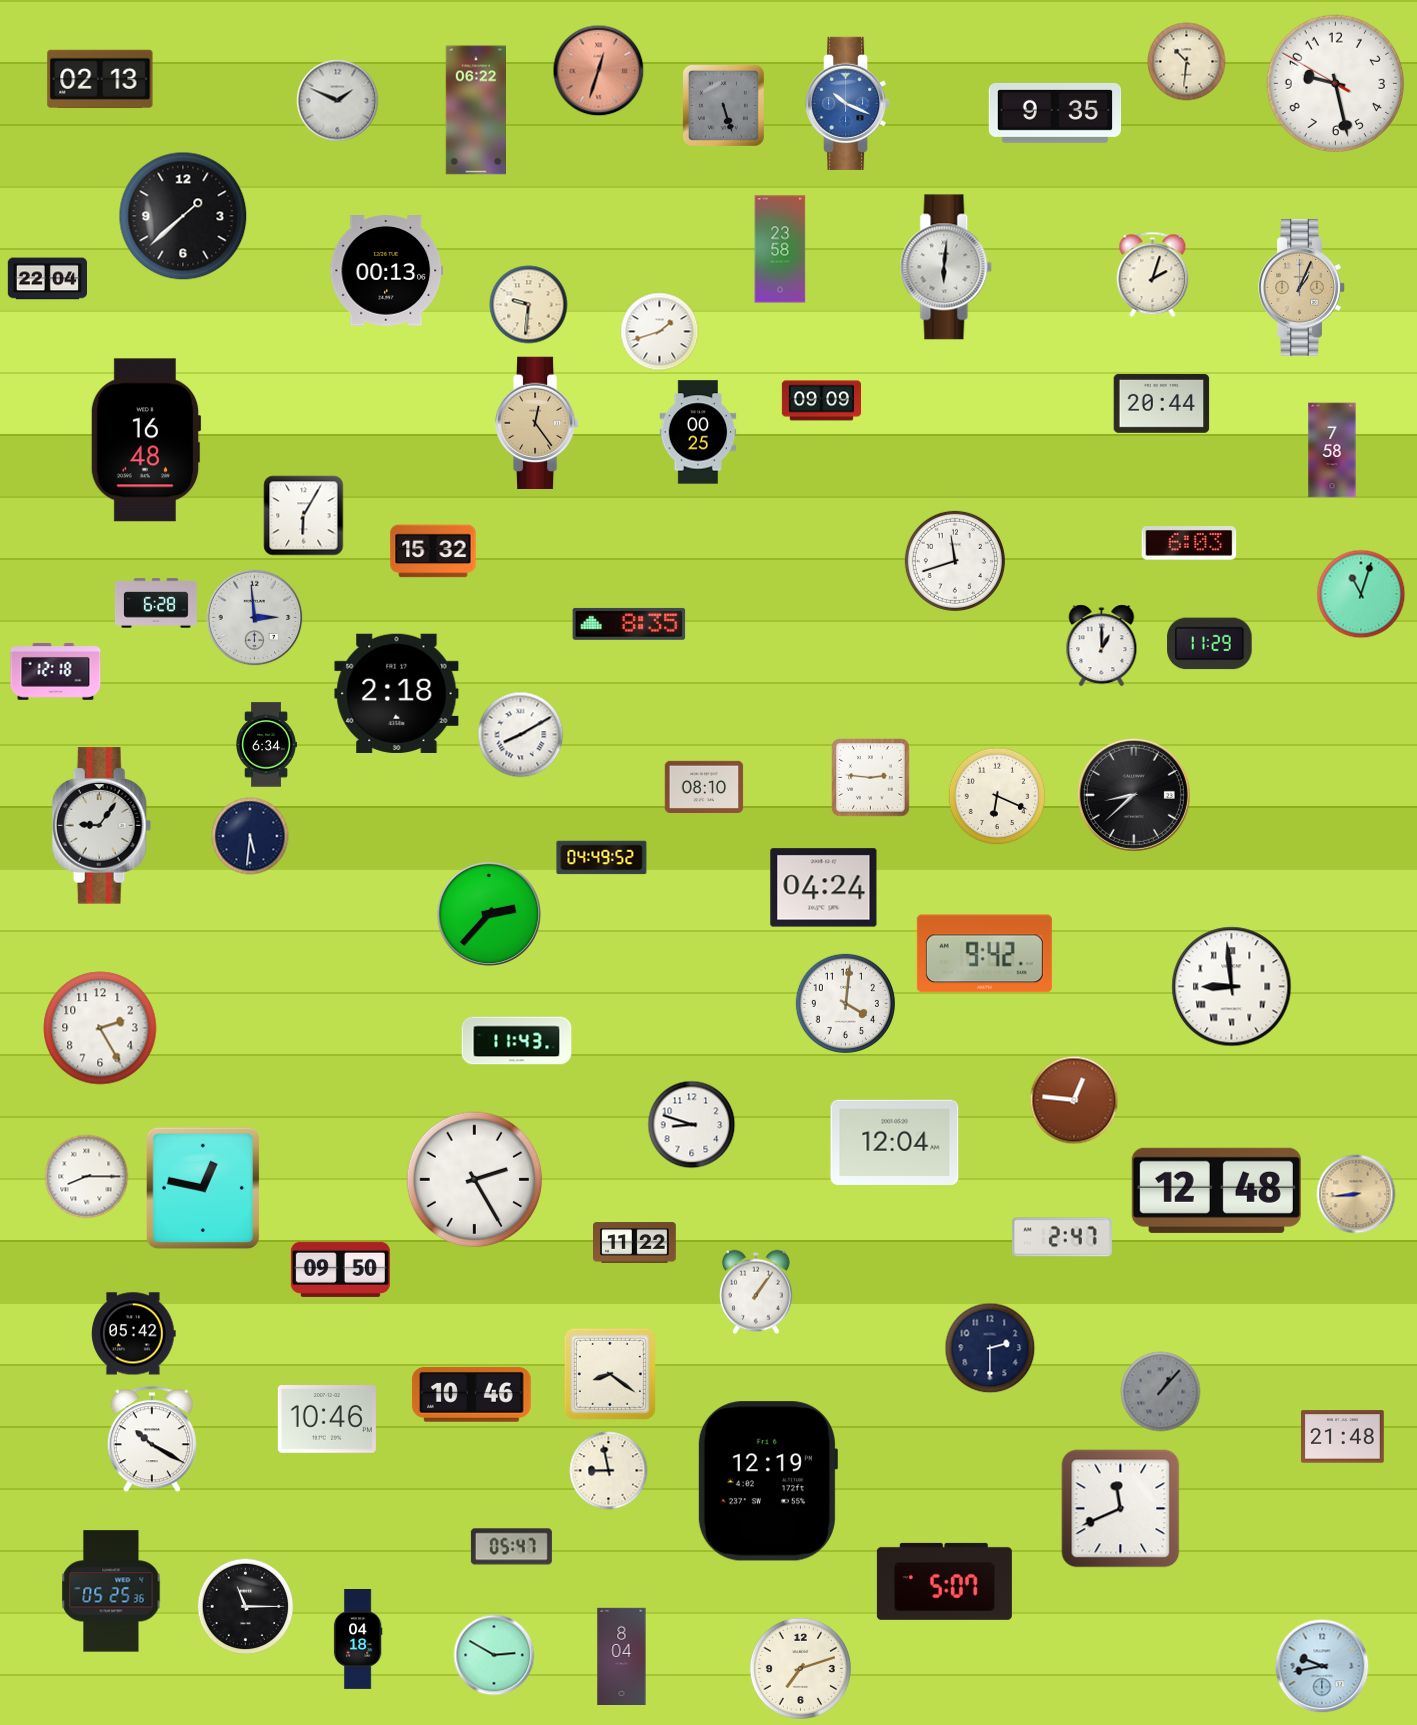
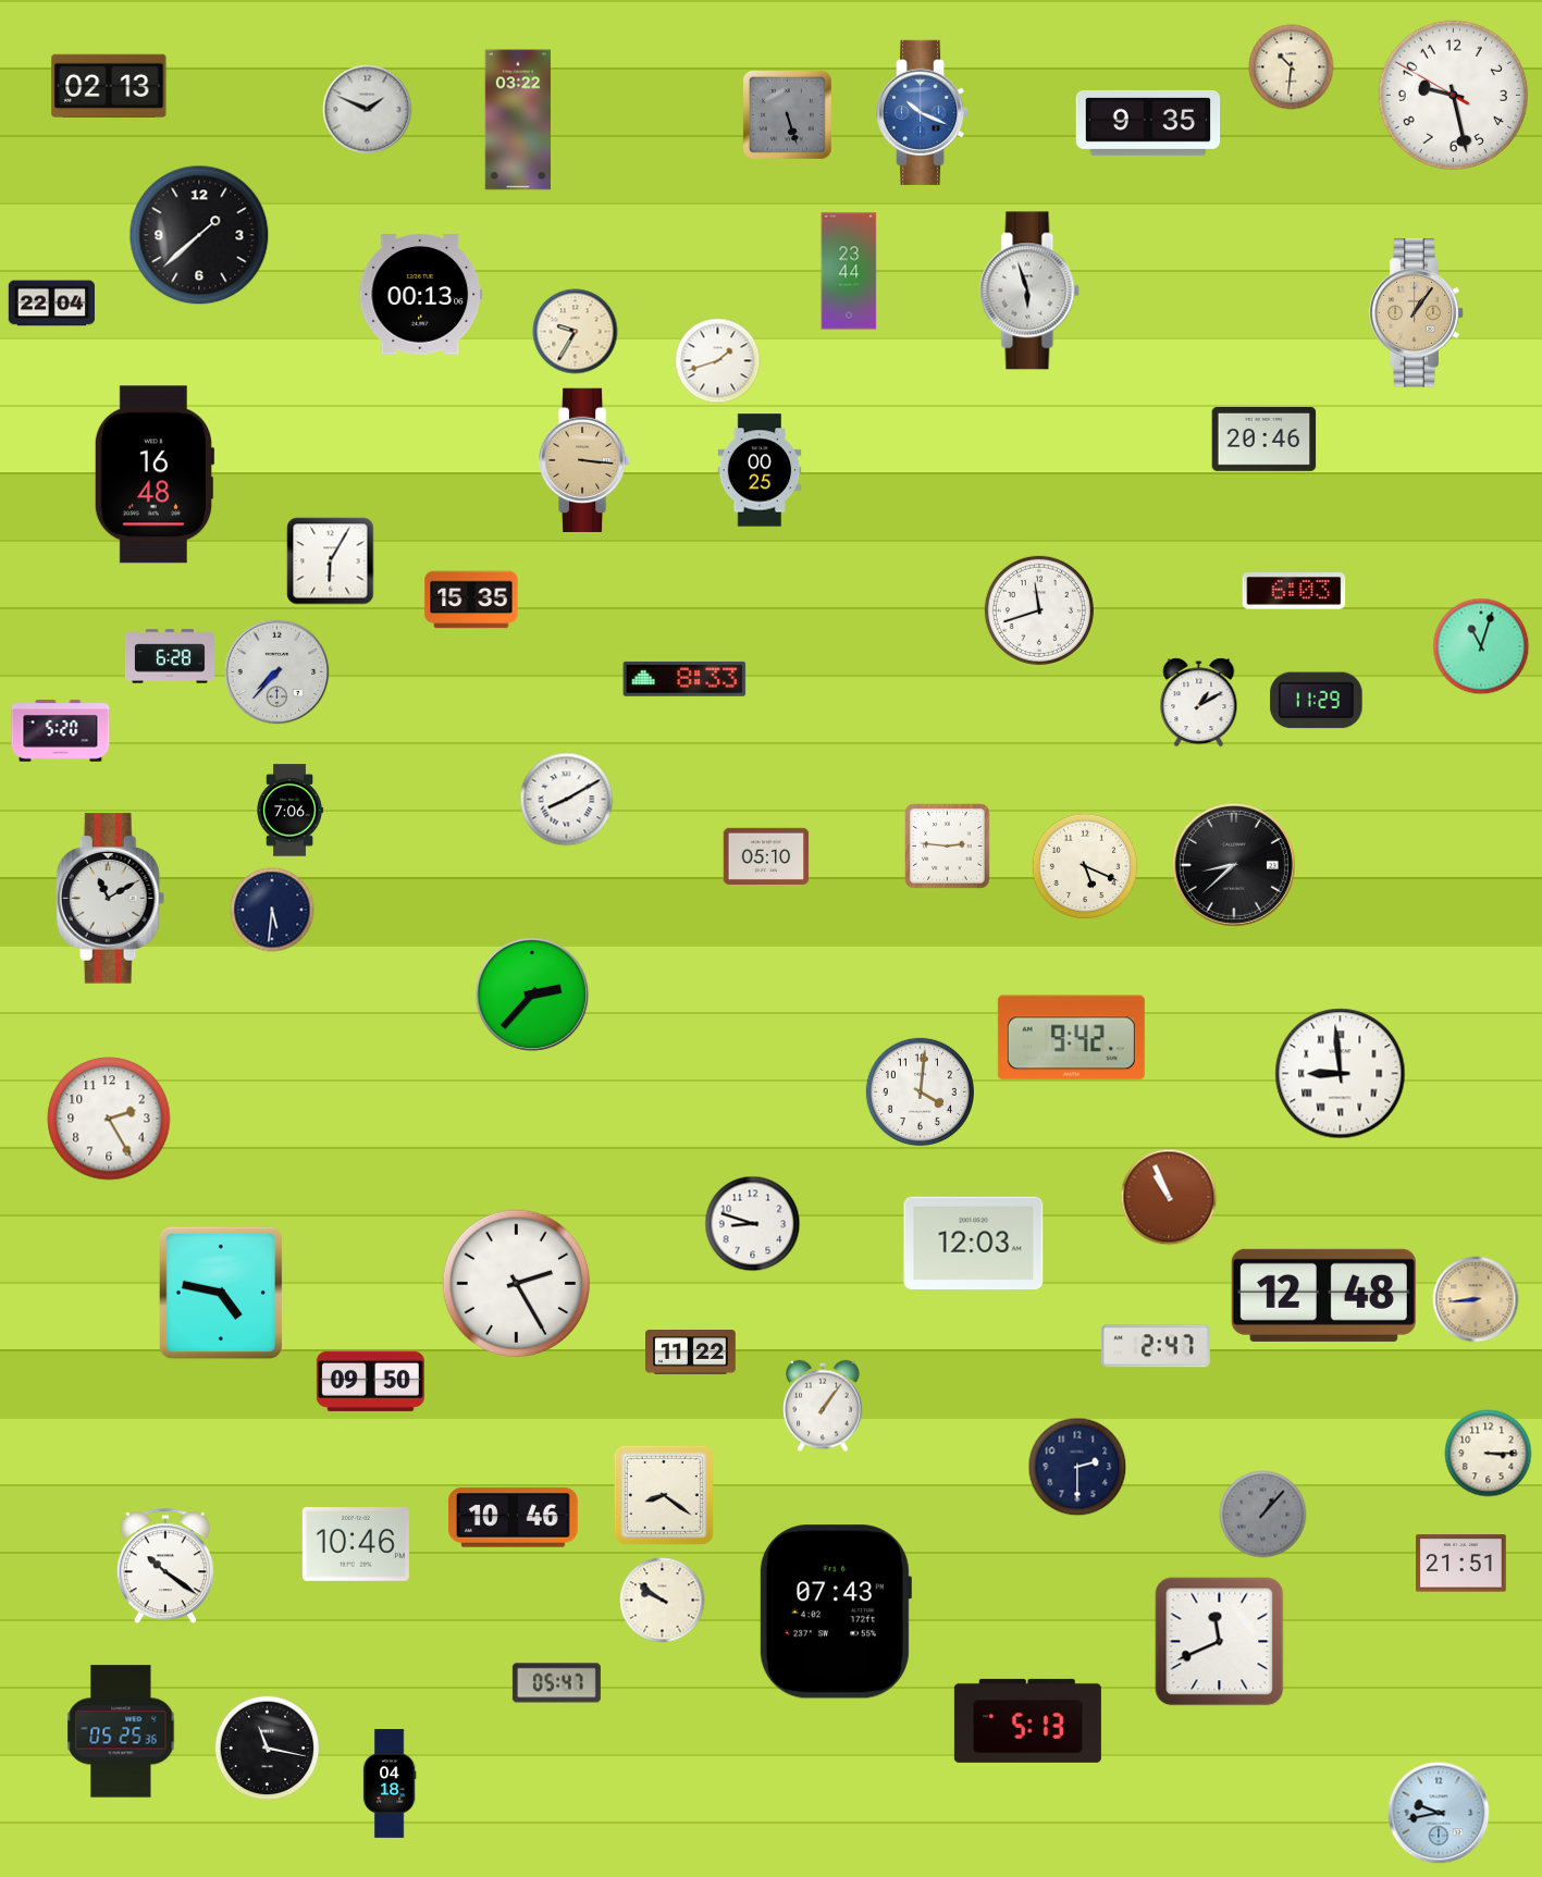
clock at (599, 71): 12:33 -> none
clock at (1335, 83) position: (1335, 83) -> (1453, 95)
clock at (476, 110): 06:22 -> 03:22
clock at (780, 249): 23:58 -> 23:44
clock at (946, 267): 6:01 -> 5:57
clock at (1153, 275): 2:03 -> none
clock at (1302, 287): 1:04 -> 1:06
clock at (529, 305): 9:31 -> 9:35
clock at (822, 401): 09:09 -> none
clock at (1162, 403): 20:44 -> 20:46
clock at (537, 422): 12:24 -> 3:16
clock at (146, 440) position: (146, 440) -> (155, 474)
clock at (1332, 450): 7:58 -> none
clock at (433, 551): 15:32 -> 15:35
clock at (255, 618): 2:59 -> 7:37
clock at (629, 624): 8:35 -> 8:33
clock at (1102, 646): 1:00 -> 1:10
clock at (56, 672): 12:18 -> 5:20
clock at (397, 693): 2:18 -> none
clock at (266, 745): 6:34 -> 7:06
clock at (704, 787): 08:10 -> 05:10
clock at (997, 796): 6:19 -> 5:19
clock at (102, 826): 9:06 -> 11:10
clock at (602, 858): 04:49 -> none
clock at (824, 888): 04:24 -> none
clock at (517, 1041): 11:43 -> none
clock at (1074, 1100): 12:46 -> 10:56
clock at (895, 1142): 12:04 -> 12:03
clock at (87, 1177): 8:15 -> none
clock at (203, 1188): 12:47 -> 4:47
clock at (134, 1334): 05:42 -> none
clock at (1489, 1454): none -> 3:15
clock at (1343, 1437): 21:48 -> 21:51
clock at (152, 1440): 10:20 -> 10:21
clock at (609, 1471): 8:58 -> 9:51
clock at (767, 1481): 12:19 -> 07:43
clock at (944, 1581): 5:07 -> 5:13
clock at (246, 1607): 11:15 -> 11:17
clock at (494, 1655): 2:50 -> none
clock at (622, 1656): 8:04 -> none
clock at (800, 1668): 7:12 -> none
